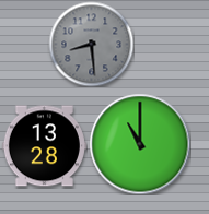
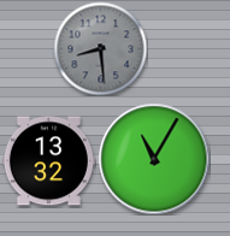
clock at (140, 144): 11:00 -> 11:05
clock at (44, 146): 13:28 -> 13:32
